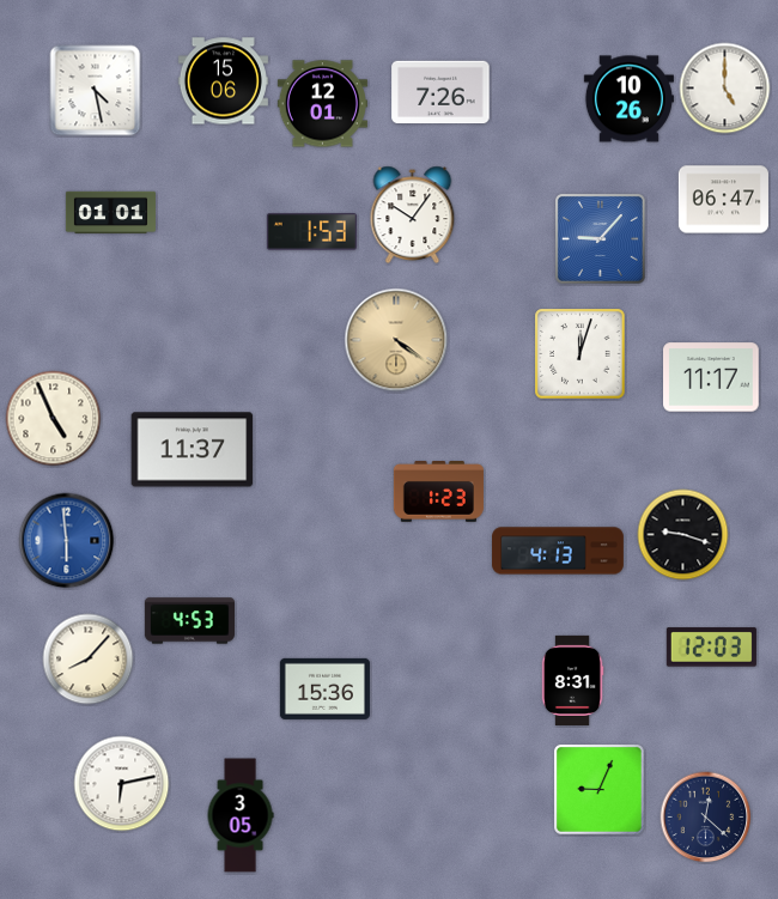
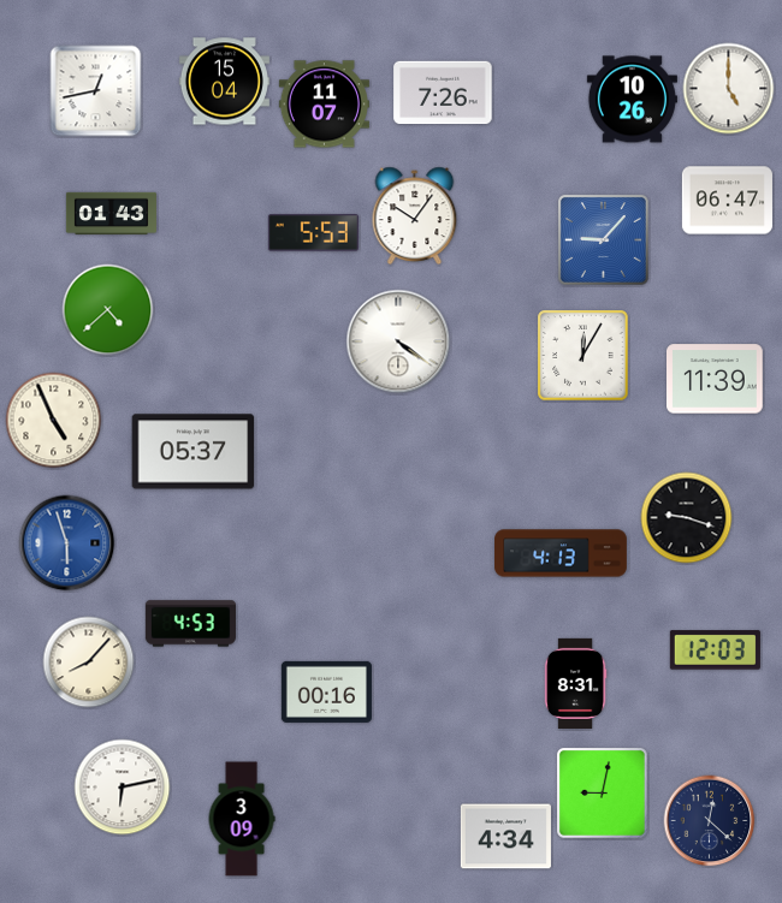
clock at (223, 81): 15:06 -> 15:04
clock at (96, 91): 4:28 -> 12:43
clock at (322, 104): 12:01 -> 11:07
clock at (110, 213): 01:01 -> 01:43
clock at (311, 232): 1:53 -> 5:53
clock at (108, 310): none -> 4:38
clock at (396, 340) dial: champagne -> white
clock at (581, 354): 12:03 -> 12:05
clock at (711, 377): 11:17 -> 11:39
clock at (193, 450): 11:37 -> 05:37
clock at (438, 492): 1:23 -> none
clock at (683, 535) position: (683, 535) -> (687, 518)
clock at (67, 541): 5:59 -> 5:57
clock at (324, 688): 15:36 -> 00:16
clock at (600, 790): 9:04 -> 9:02
clock at (241, 815): 3:05 -> 3:09
clock at (505, 837): none -> 4:34
